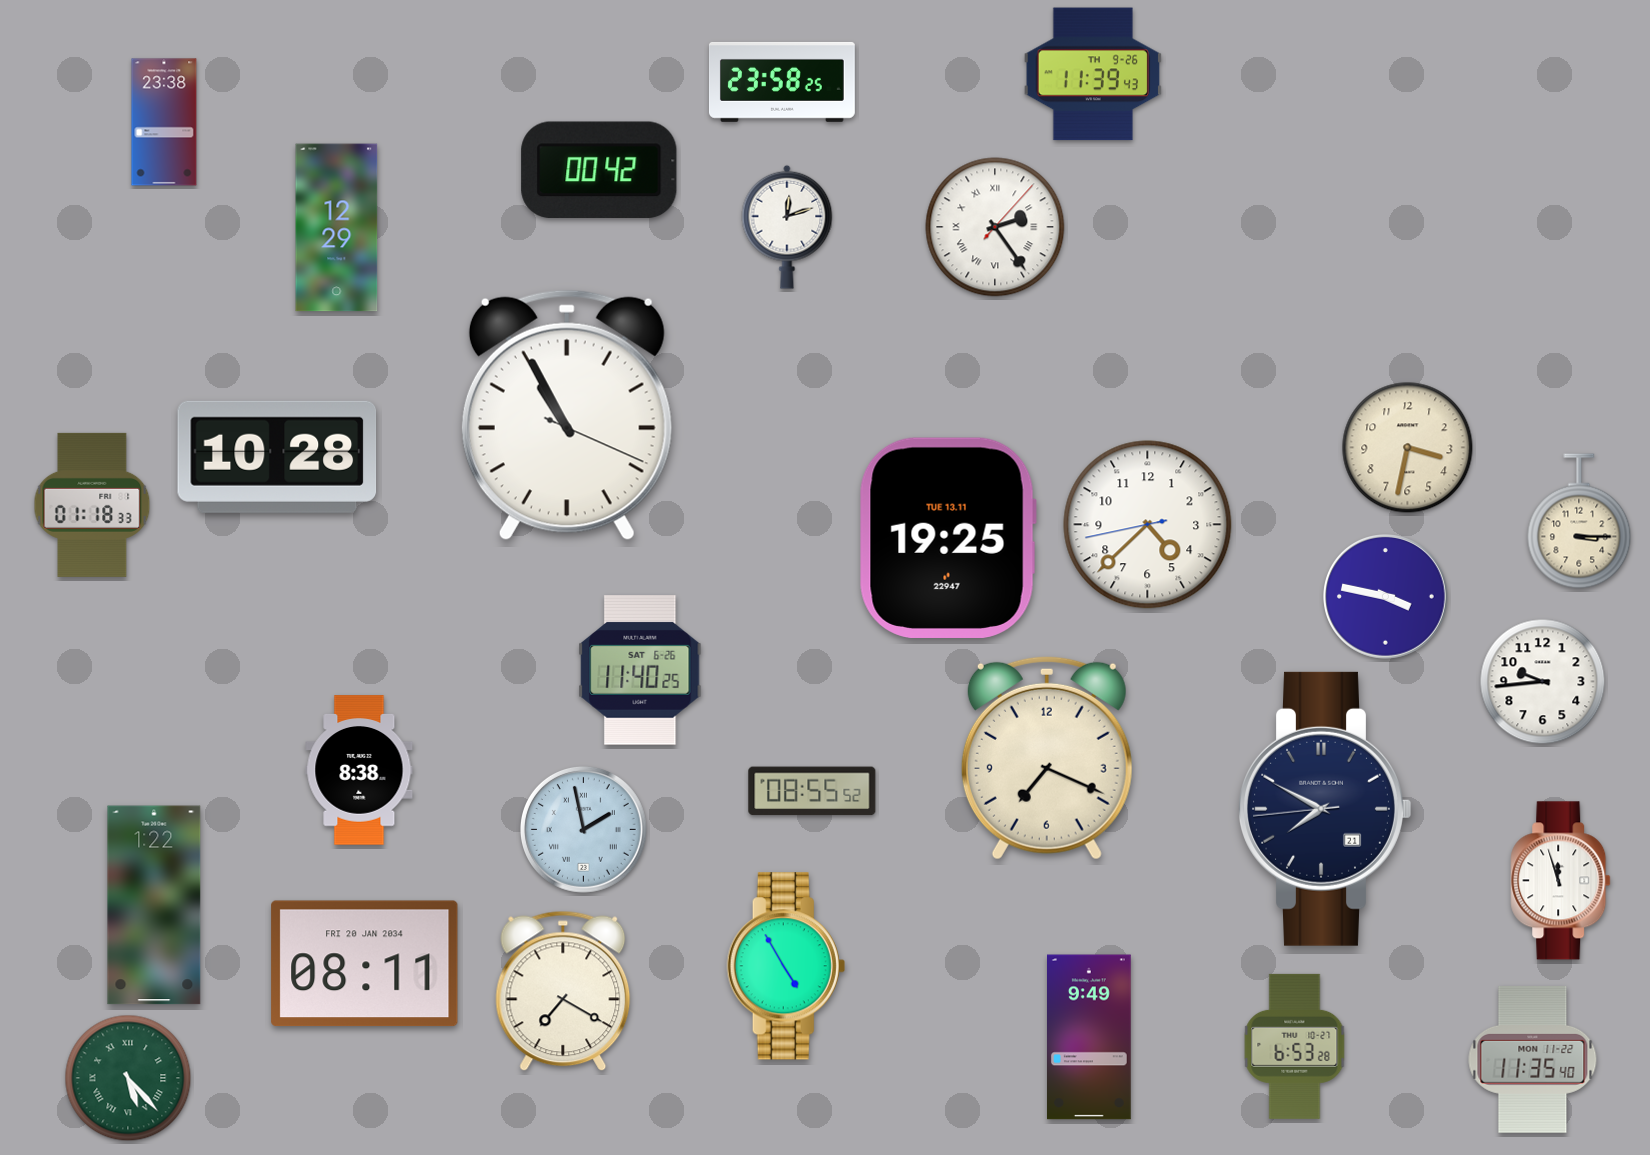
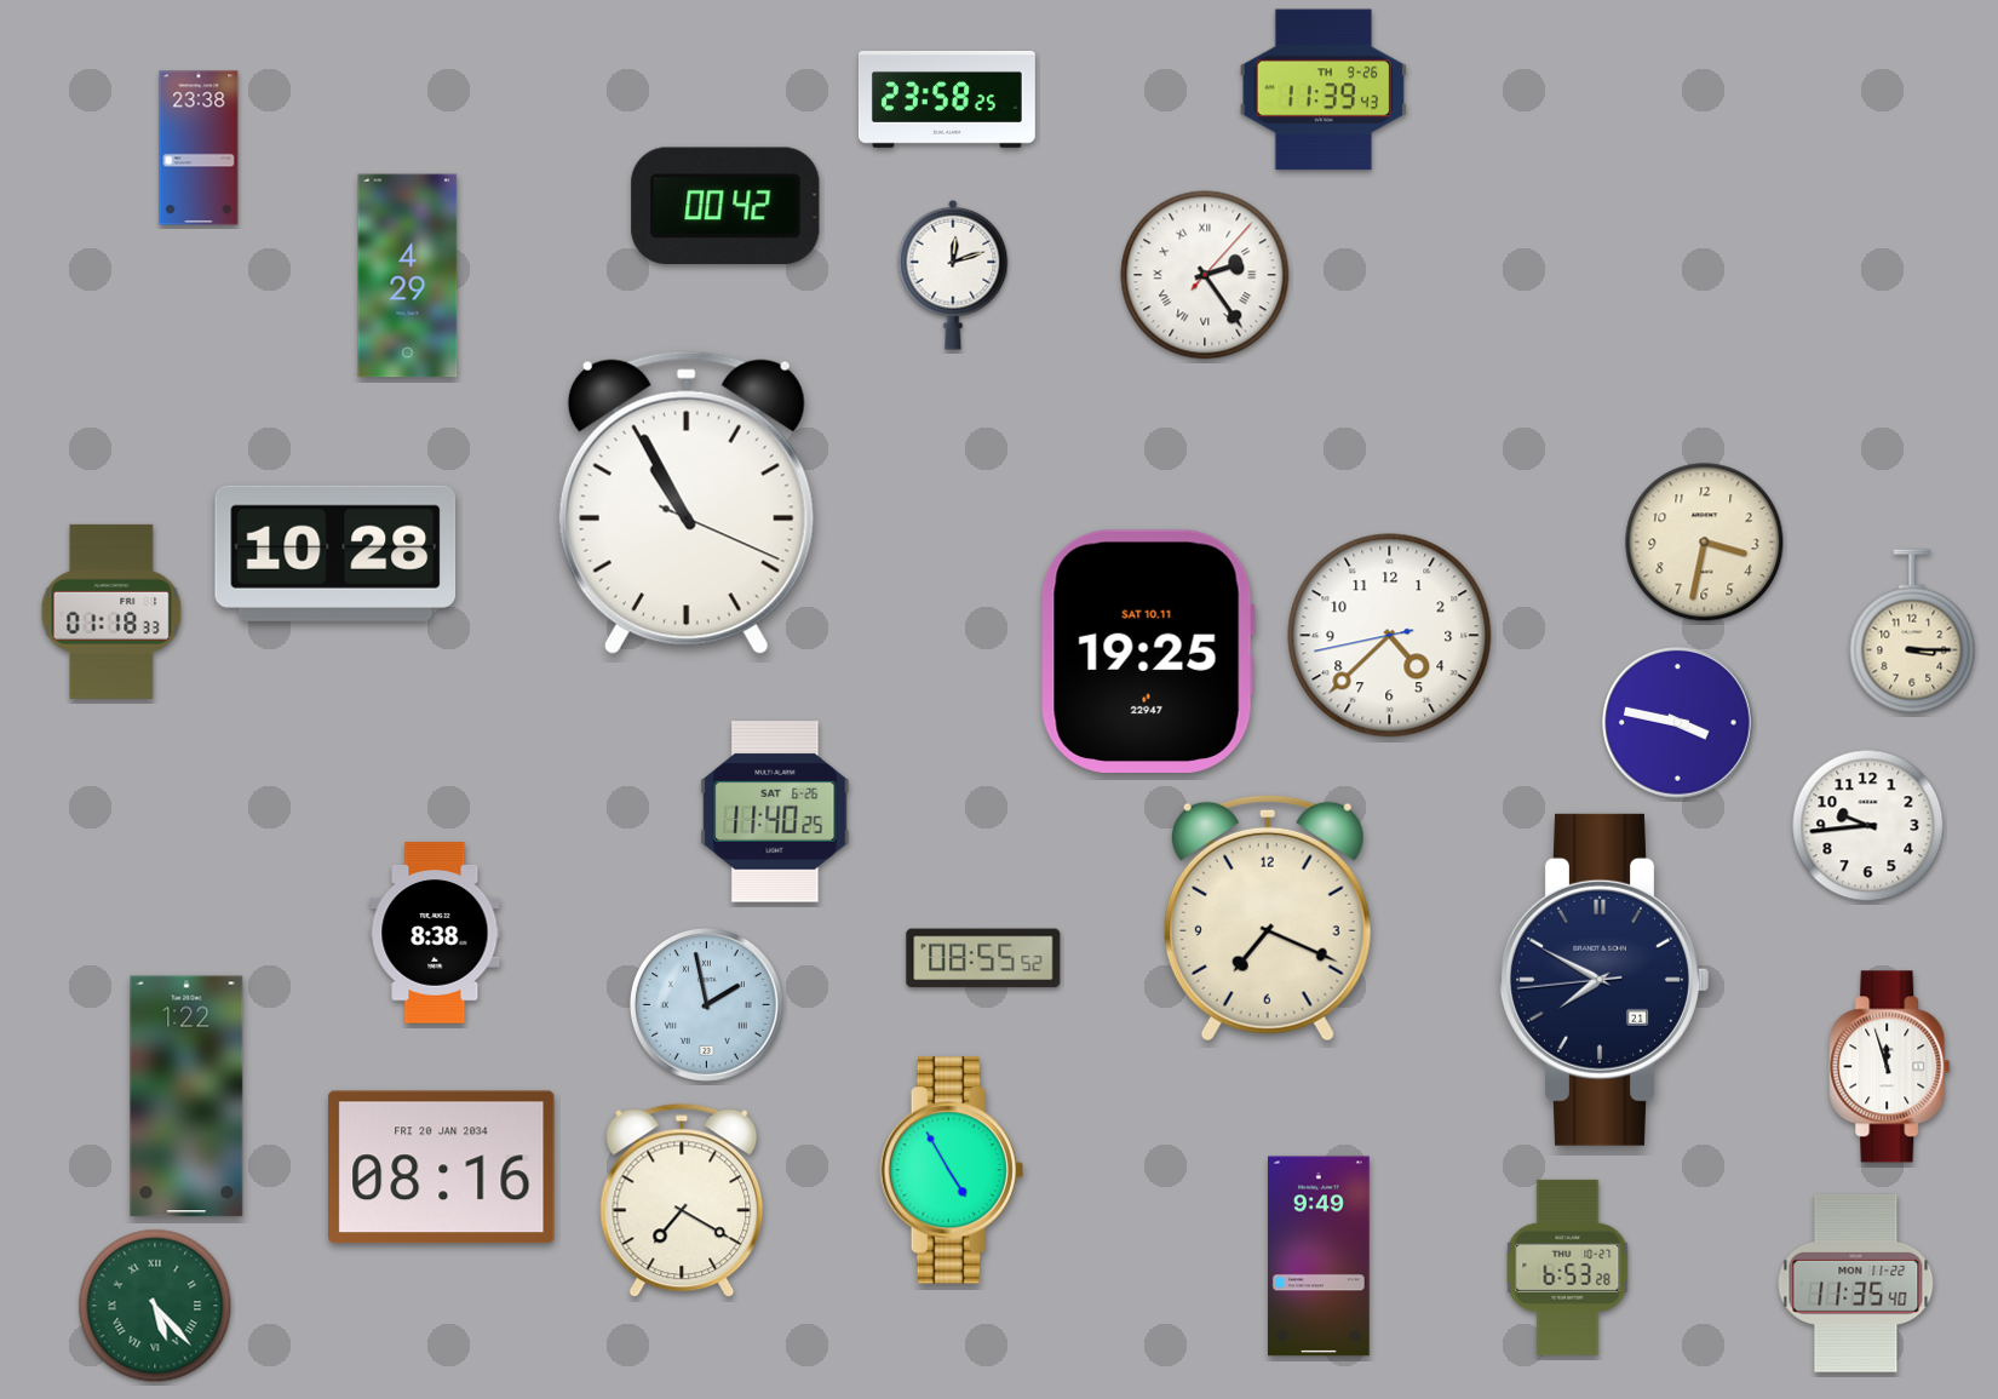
clock at (337, 228): 12:29 -> 4:29
clock at (948, 538) date: TUE 13.11 -> SAT 10.11
clock at (365, 964): 08:11 -> 08:16
